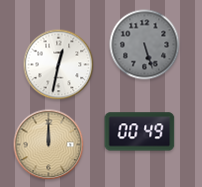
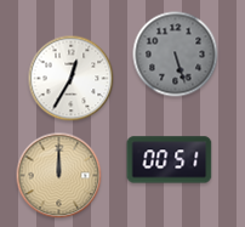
clock at (59, 65): 12:32 -> 12:35
clock at (140, 132): 00:49 -> 00:51
